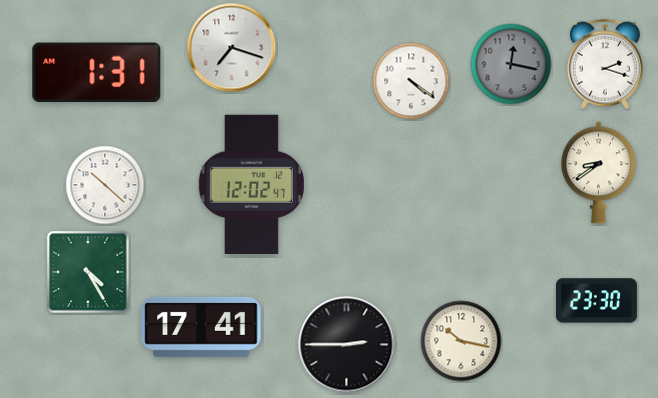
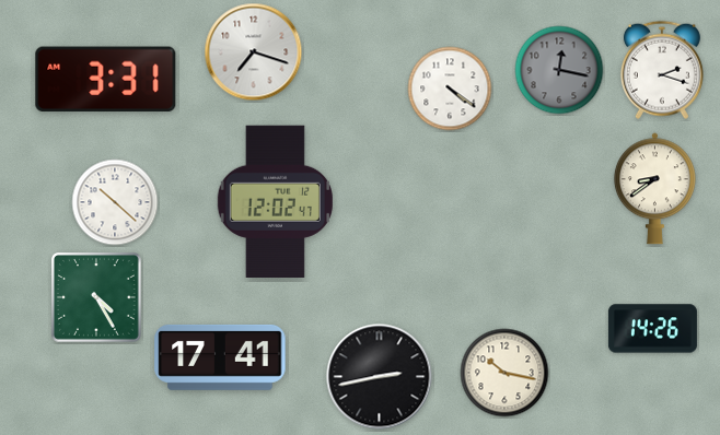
clock at (97, 73): 1:31 -> 3:31
clock at (596, 301): 23:30 -> 14:26
clock at (347, 345): 2:45 -> 2:43
